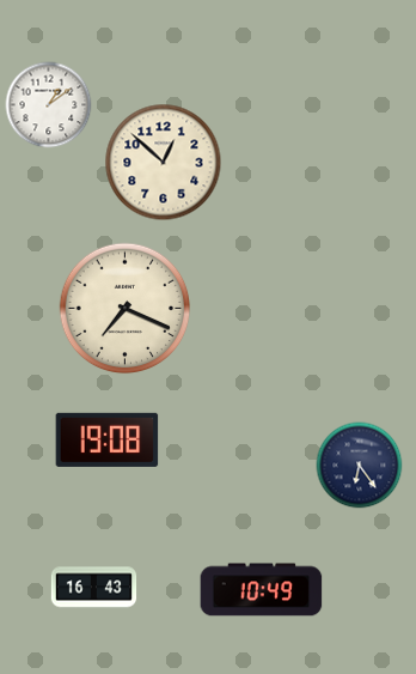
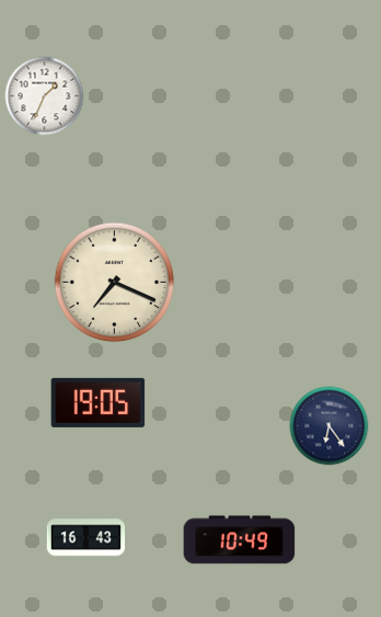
clock at (49, 105): 1:09 -> 1:34
clock at (164, 163): 12:52 -> none
clock at (108, 439): 19:08 -> 19:05
